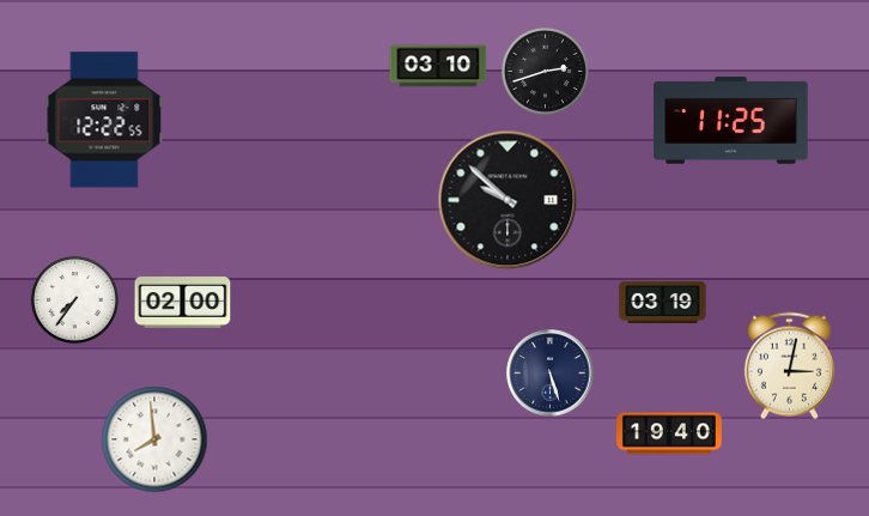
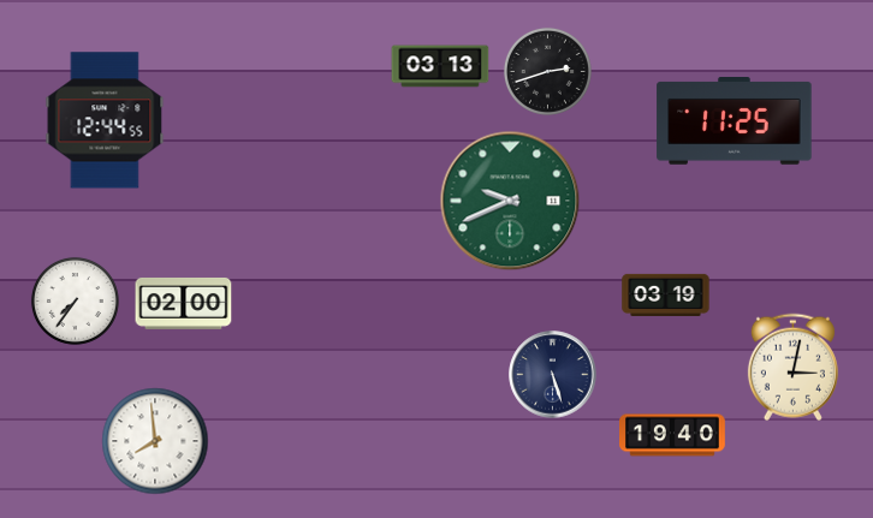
clock at (438, 66): 03:10 -> 03:13
clock at (104, 120): 12:22 -> 12:44
clock at (508, 200): 9:52 -> 9:41
clock at (508, 200) dial: black -> green
clock at (663, 302) position: (663, 302) -> (666, 294)
